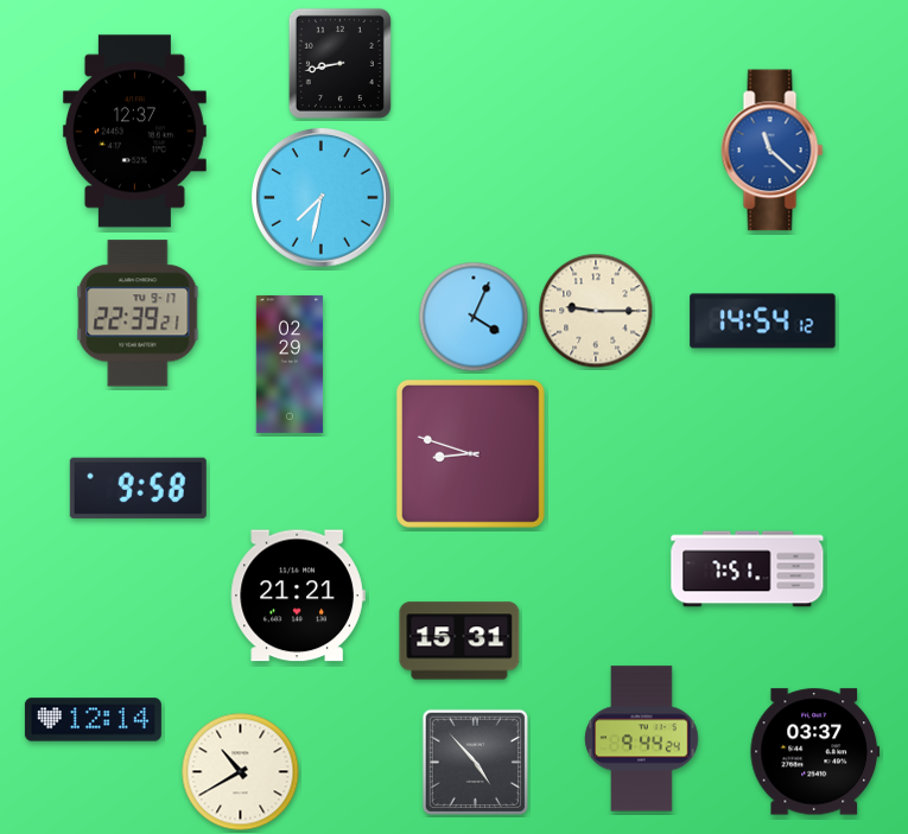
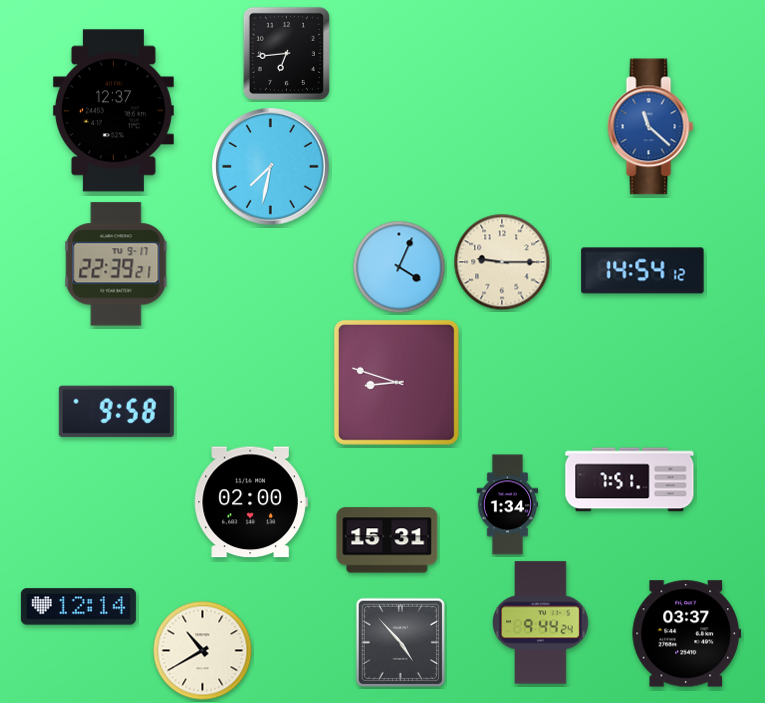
clock at (339, 63): 8:43 -> 6:44
clock at (290, 364): 02:29 -> none
clock at (298, 596): 21:21 -> 02:00
clock at (508, 505): none -> 1:34
